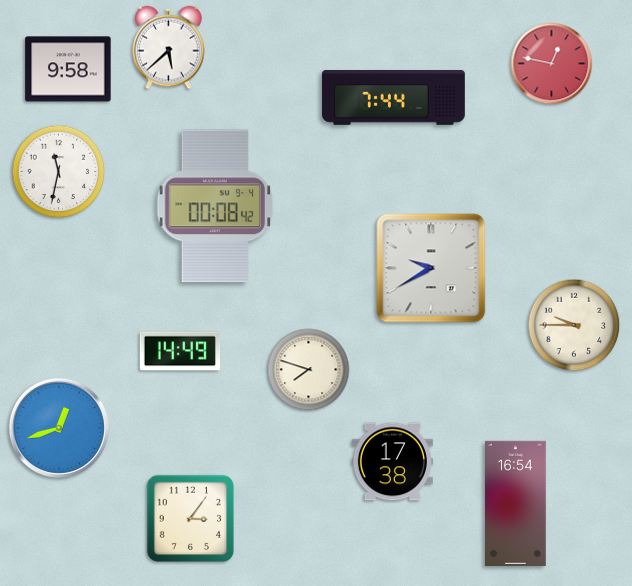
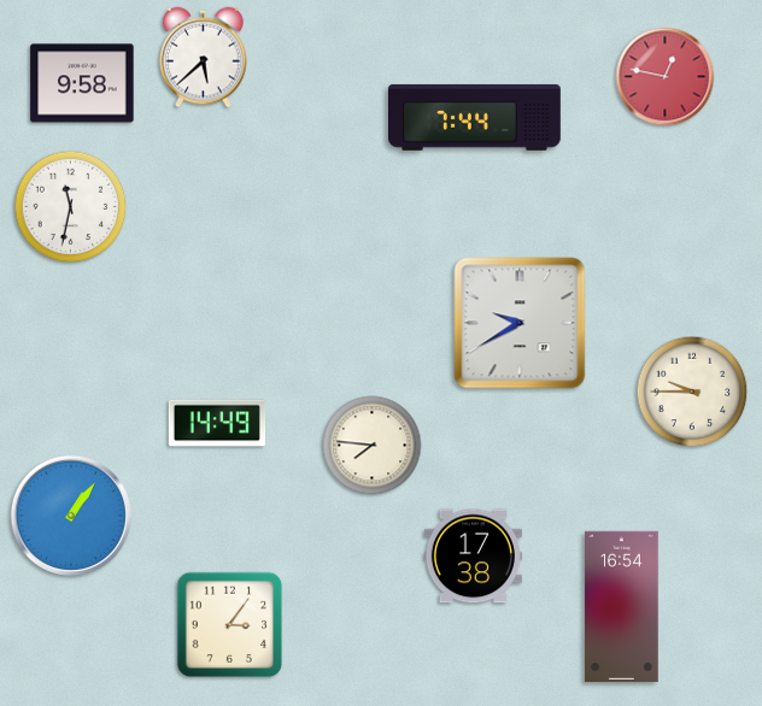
clock at (215, 206): 00:08 -> none
clock at (309, 370): 7:48 -> 7:46
clock at (59, 428): 12:42 -> 1:06
